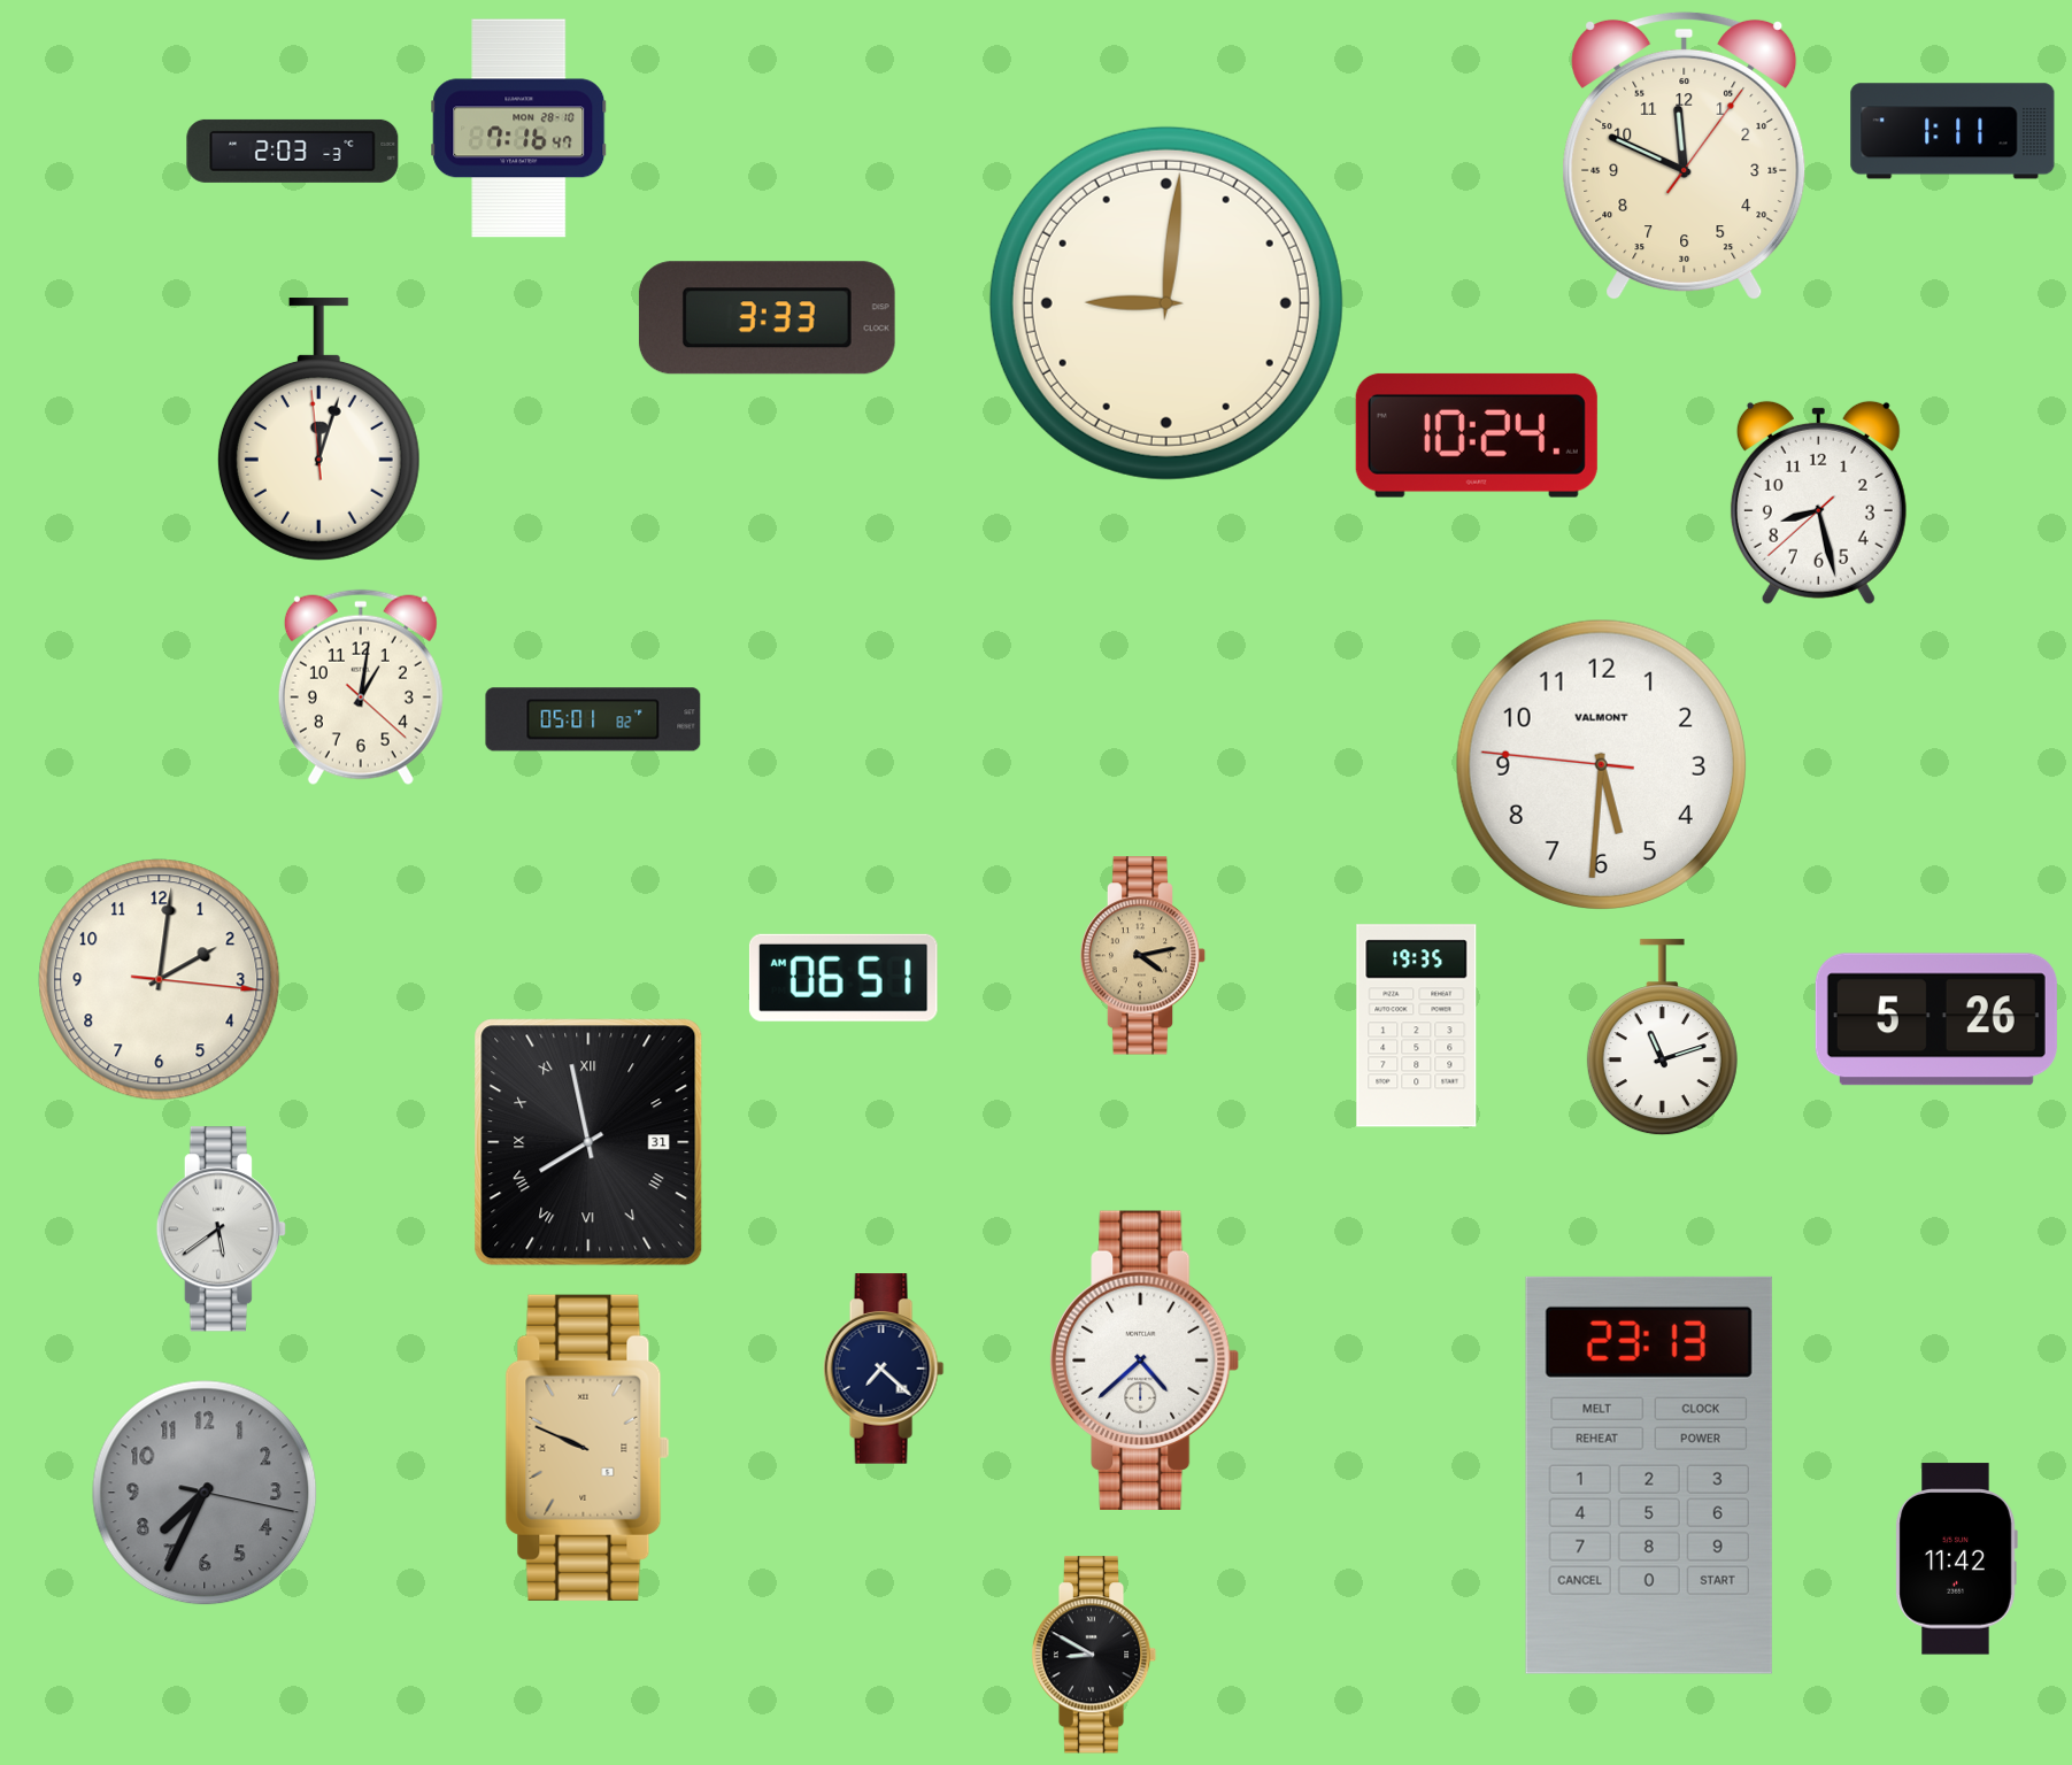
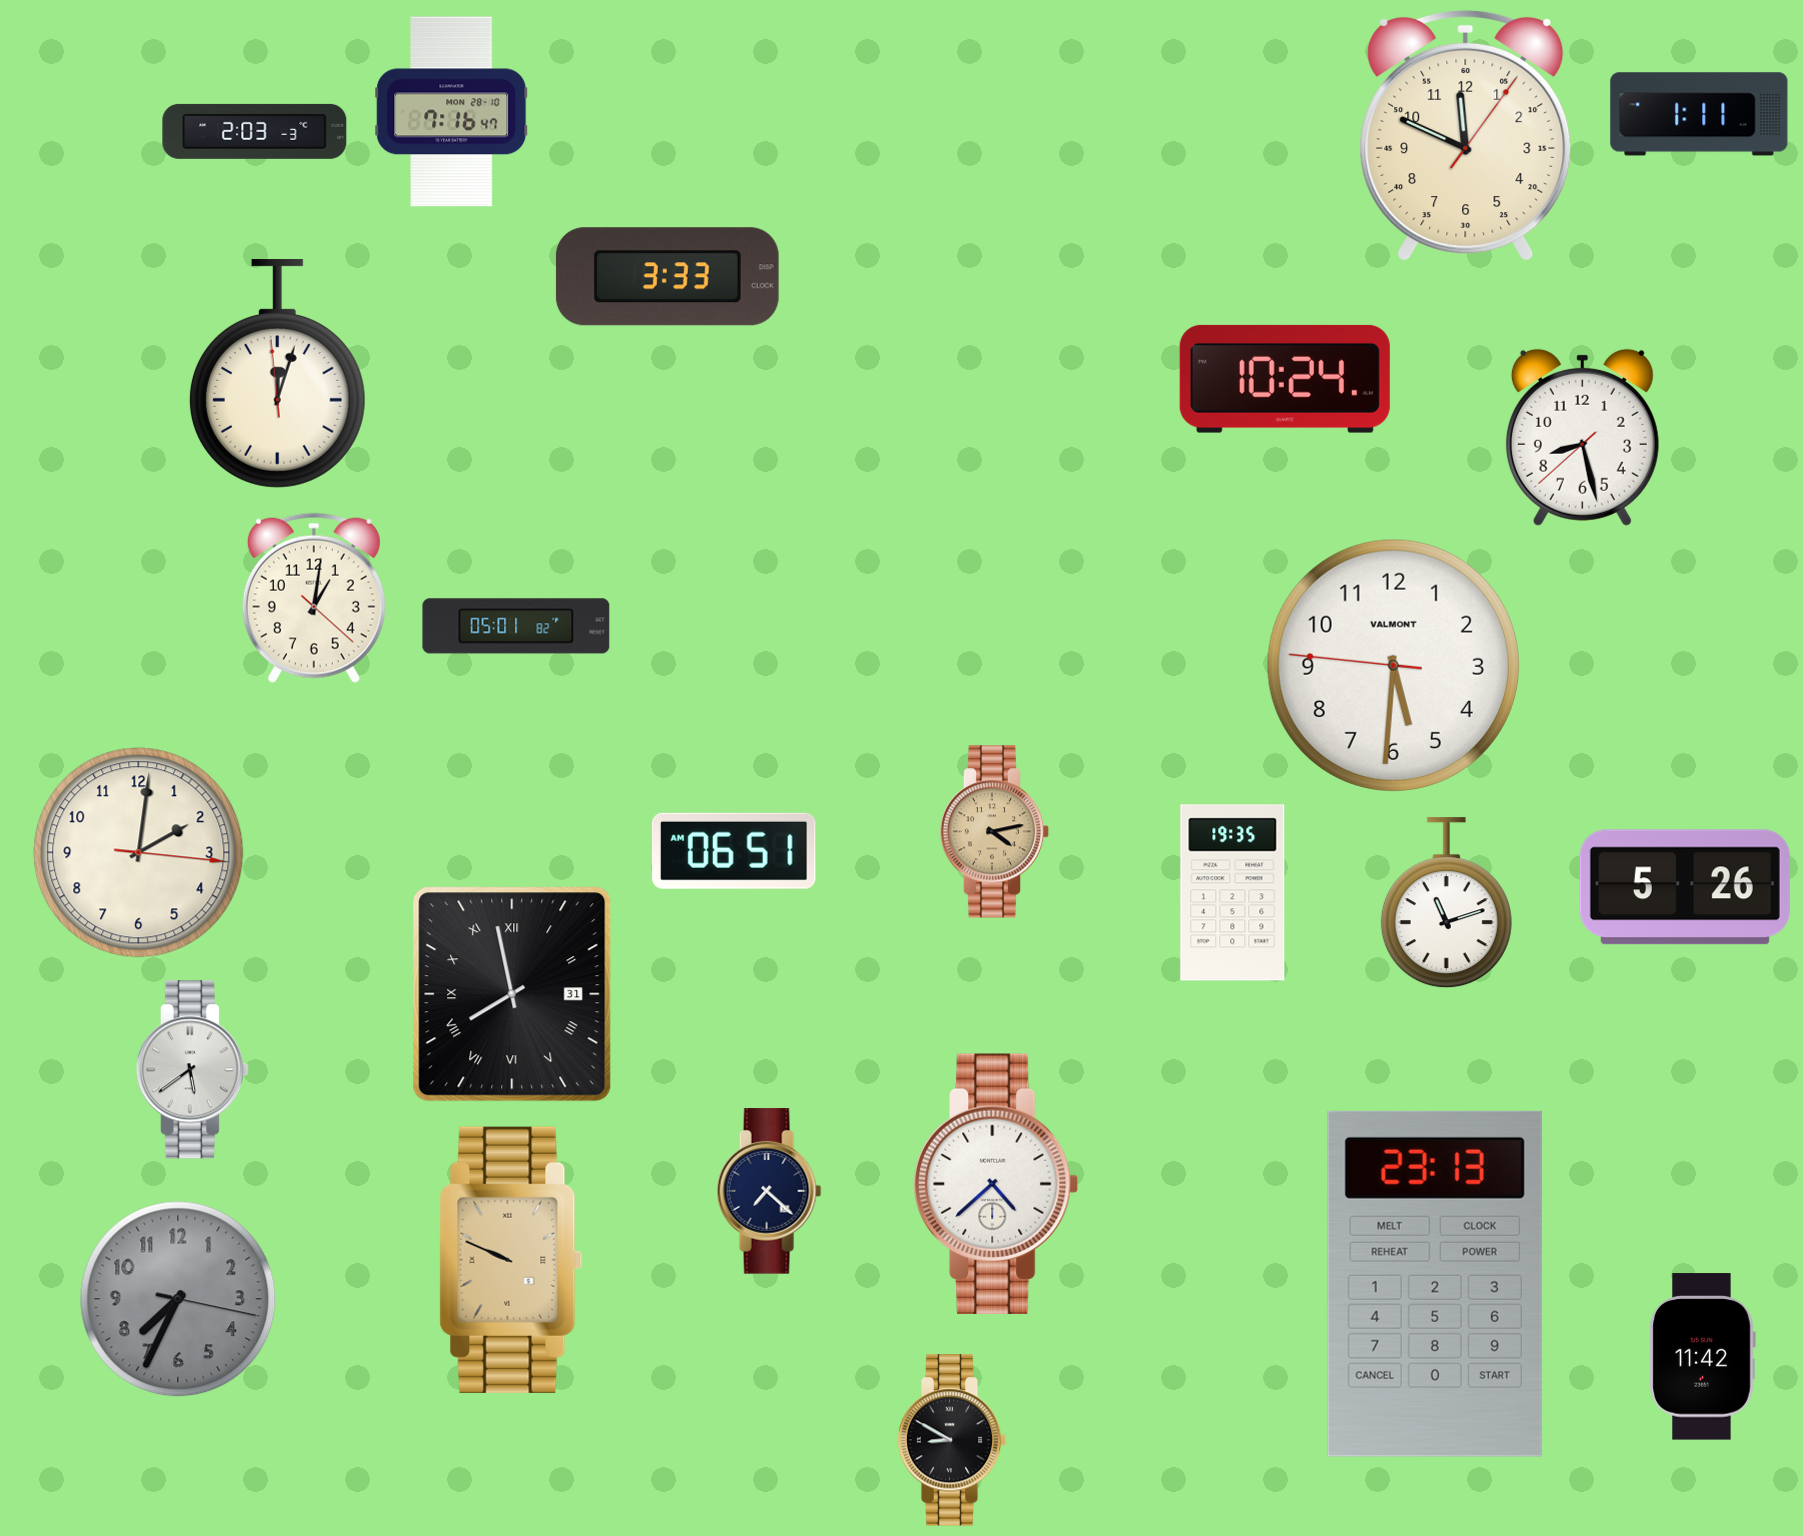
clock at (1166, 303): 9:01 -> none
